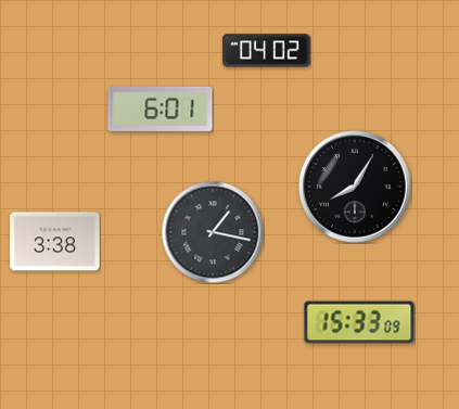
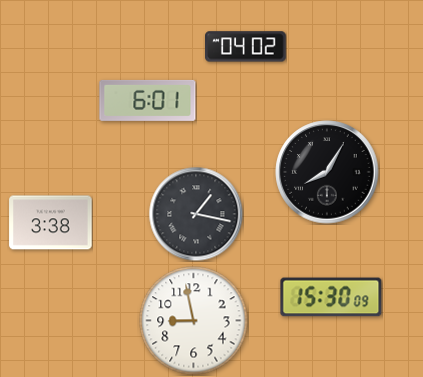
clock at (359, 322): 15:33 -> 15:30
clock at (194, 321): none -> 8:58
